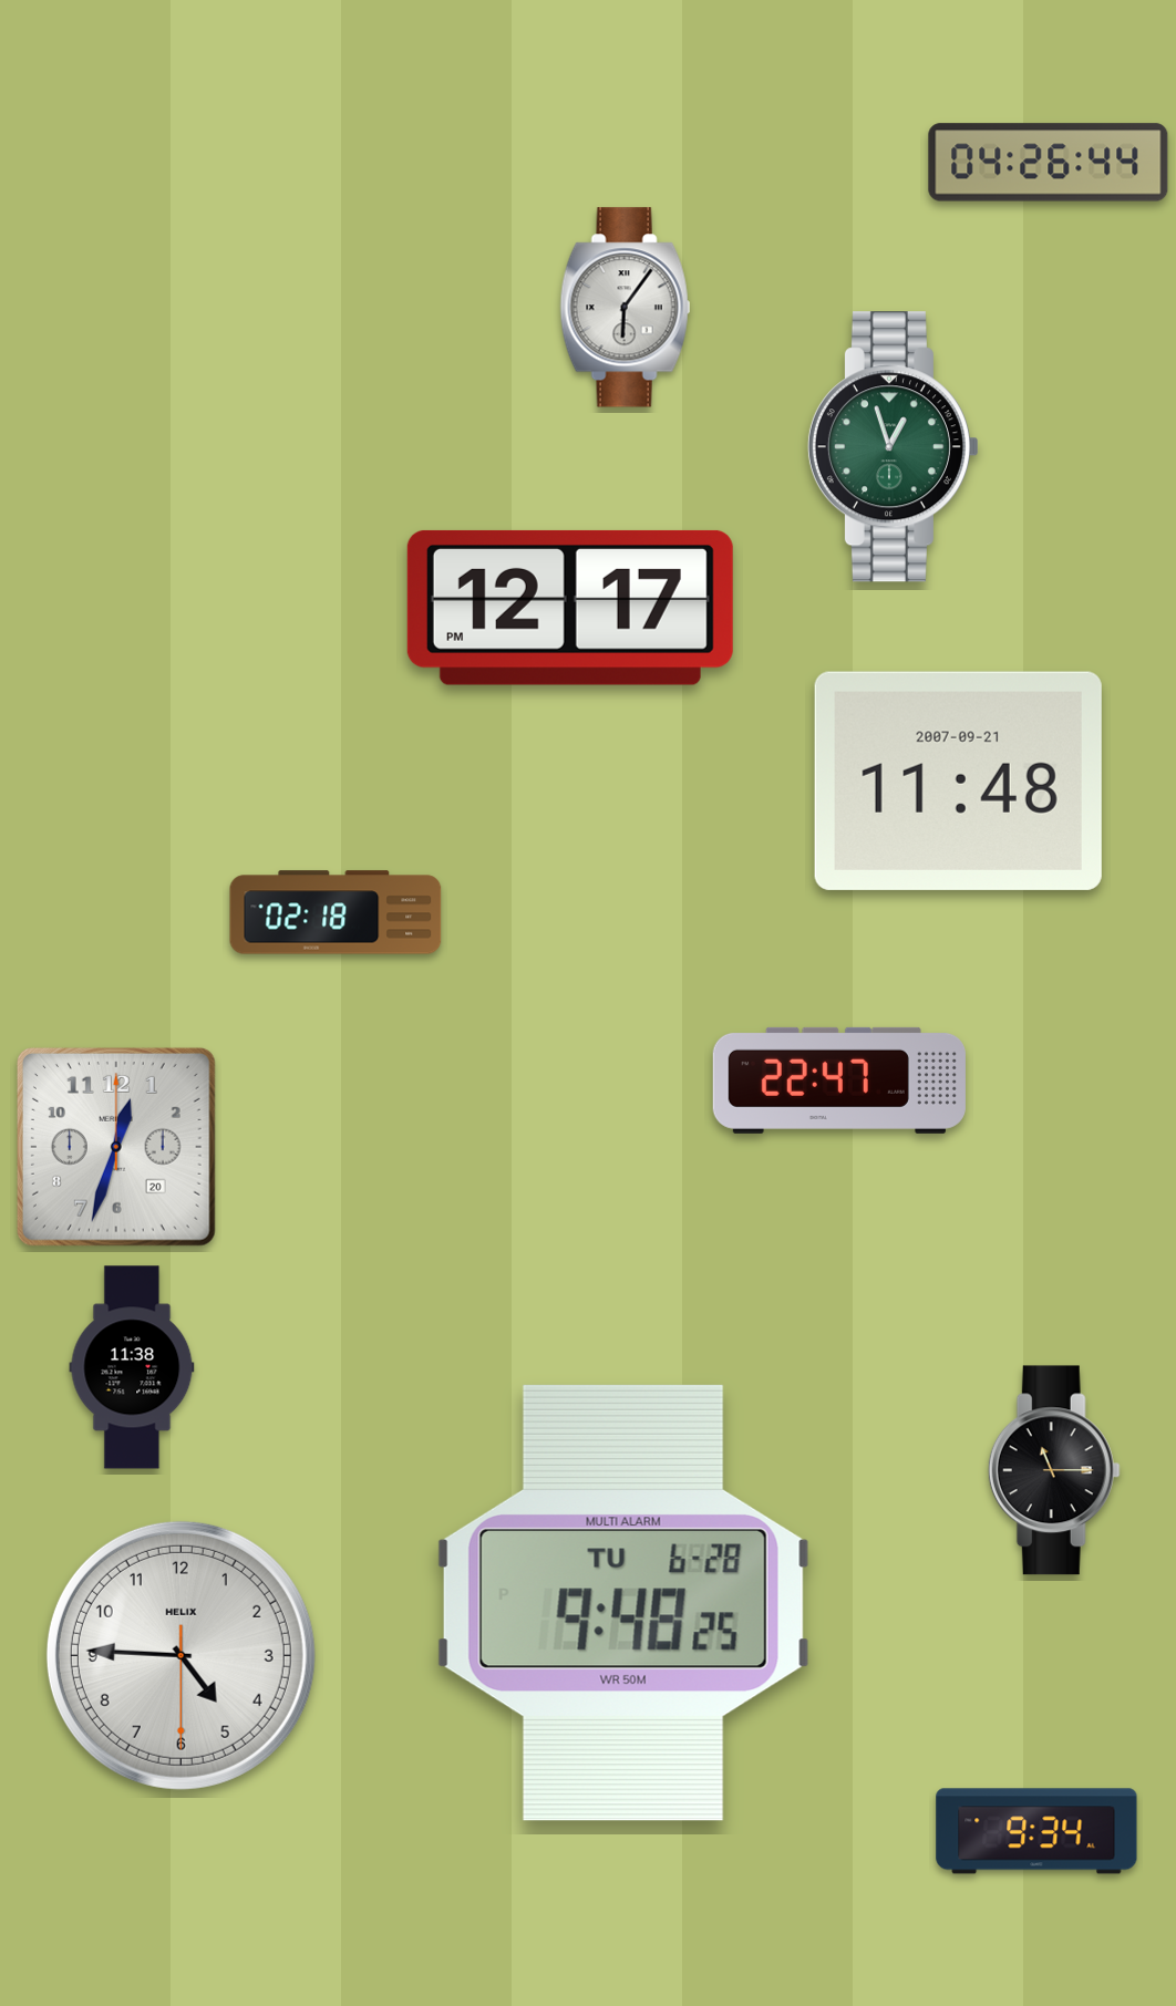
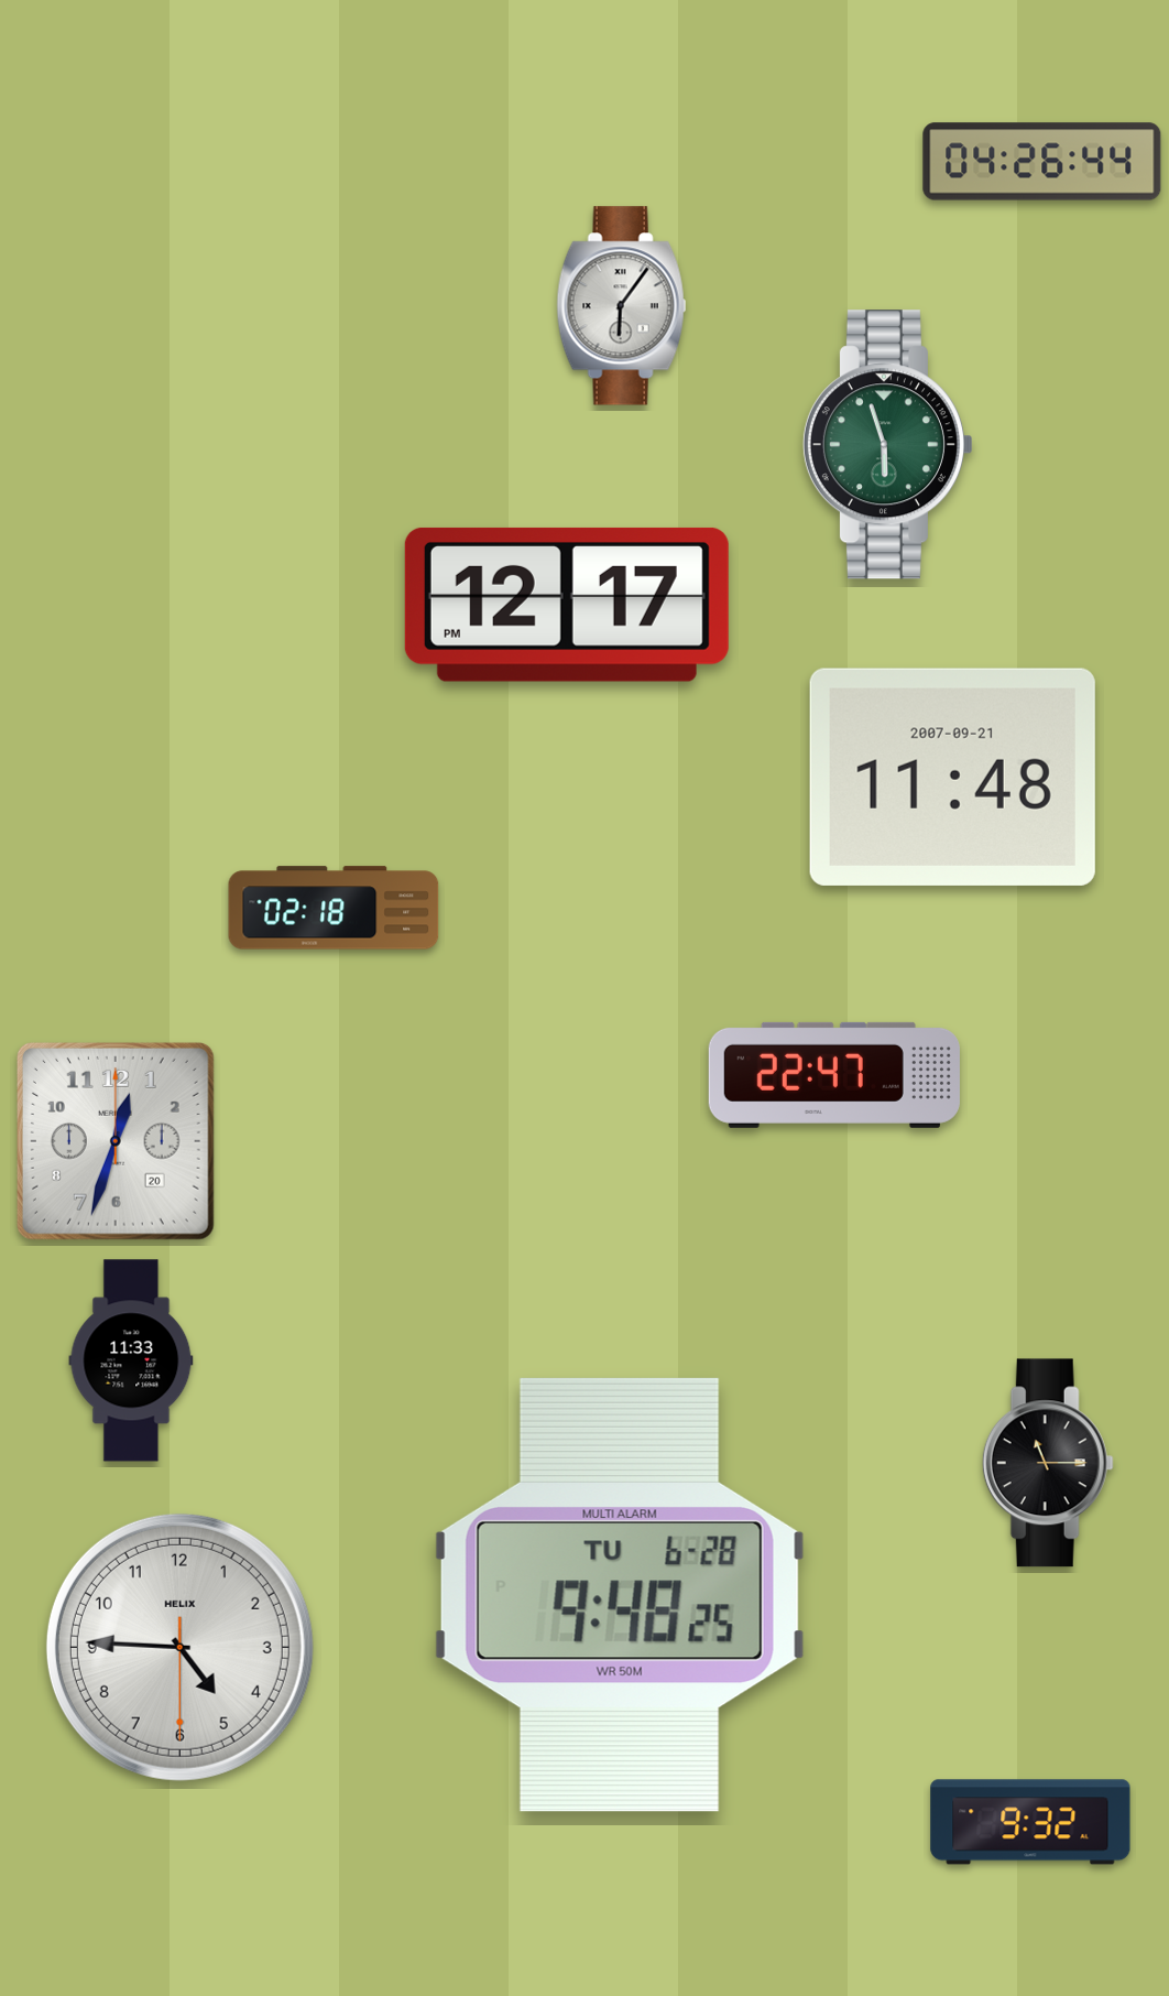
clock at (893, 447): 12:57 -> 5:57
clock at (132, 1367): 11:38 -> 11:33
clock at (1036, 1831): 9:34 -> 9:32
